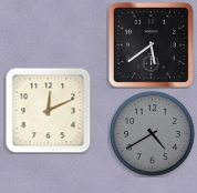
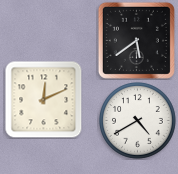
clock at (153, 134) dial: grey -> white
